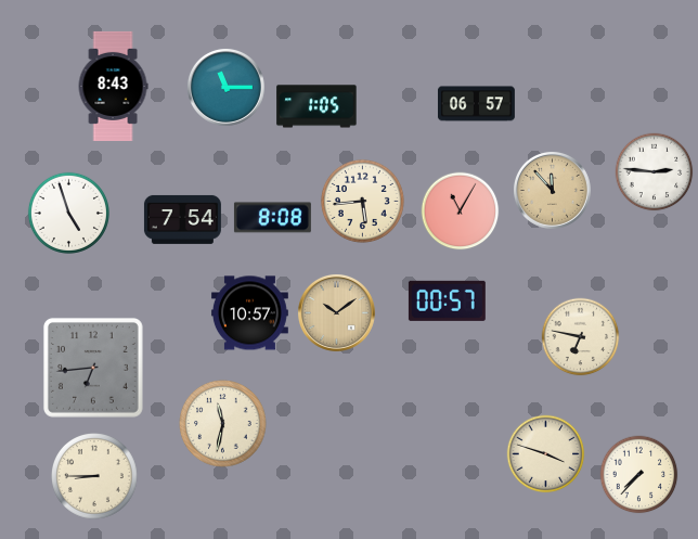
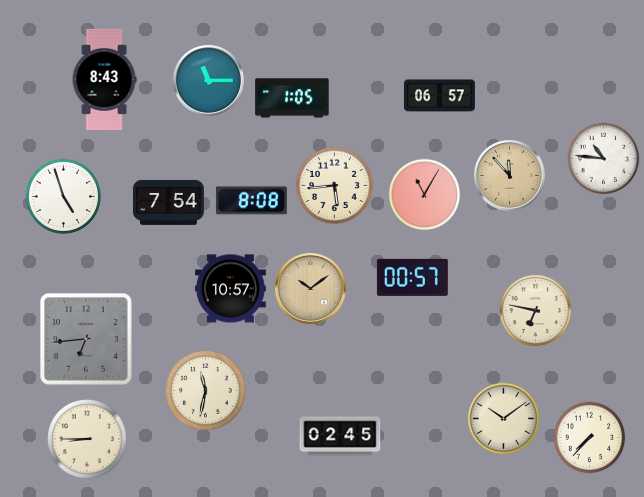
clock at (655, 172): 2:46 -> 10:46
clock at (546, 454): 3:48 -> 10:09
clock at (340, 436): none -> 02:45
